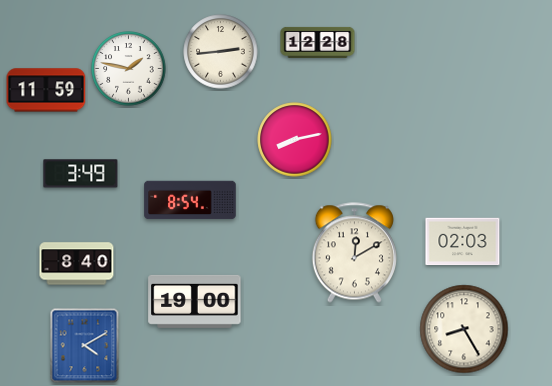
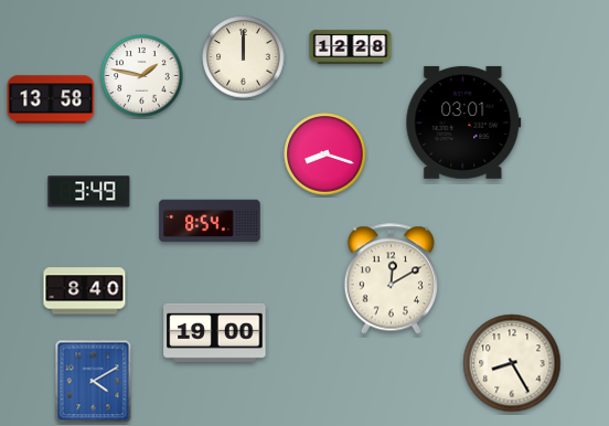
clock at (221, 52): 2:44 -> 12:00
clock at (46, 90): 11:59 -> 13:58
clock at (463, 123): none -> 03:01
clock at (295, 140): 8:13 -> 8:18
clock at (463, 242): 02:03 -> none
